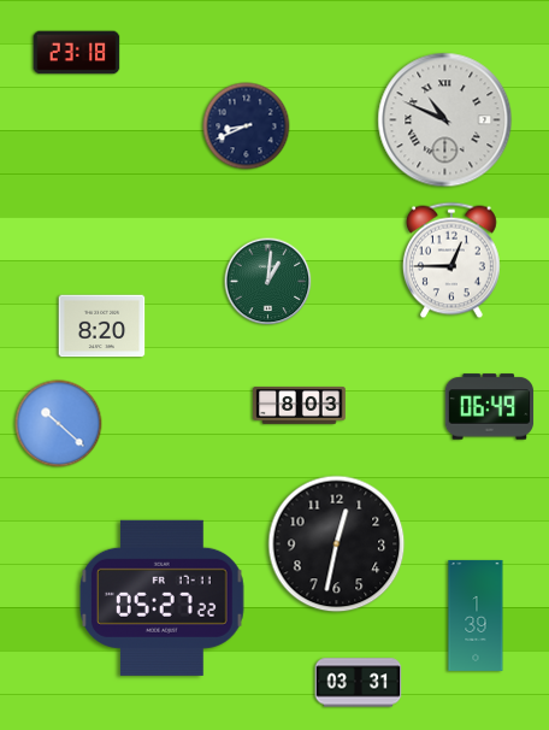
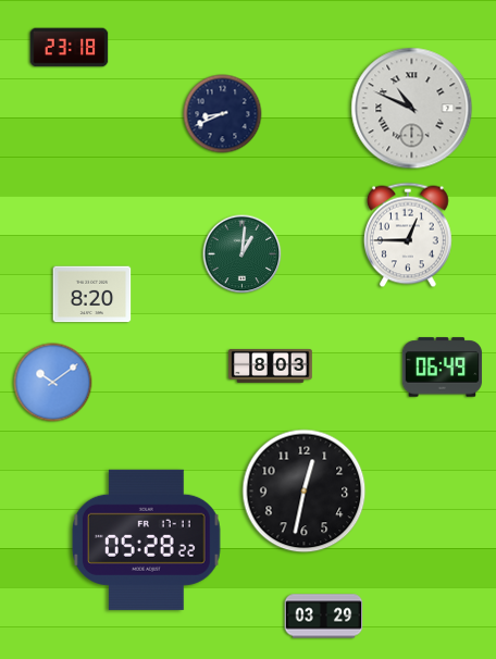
clock at (445, 120) position: (445, 120) -> (412, 109)
clock at (59, 424): 10:22 -> 10:09
clock at (161, 597): 05:27 -> 05:28
clock at (476, 616): 1:39 -> none
clock at (359, 683): 03:31 -> 03:29
